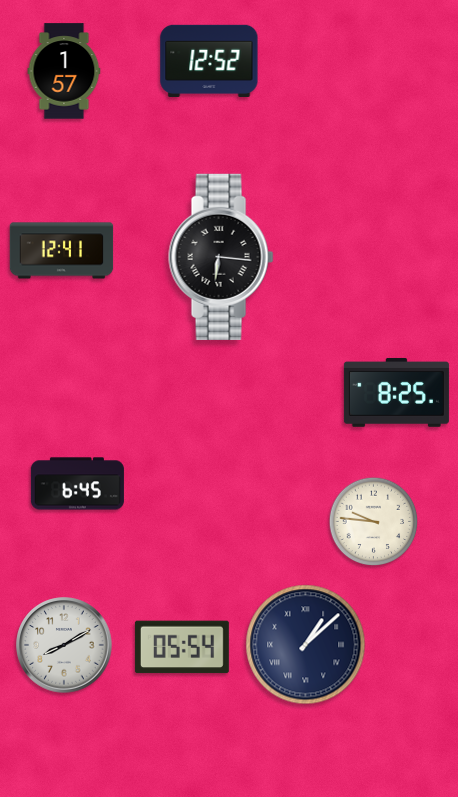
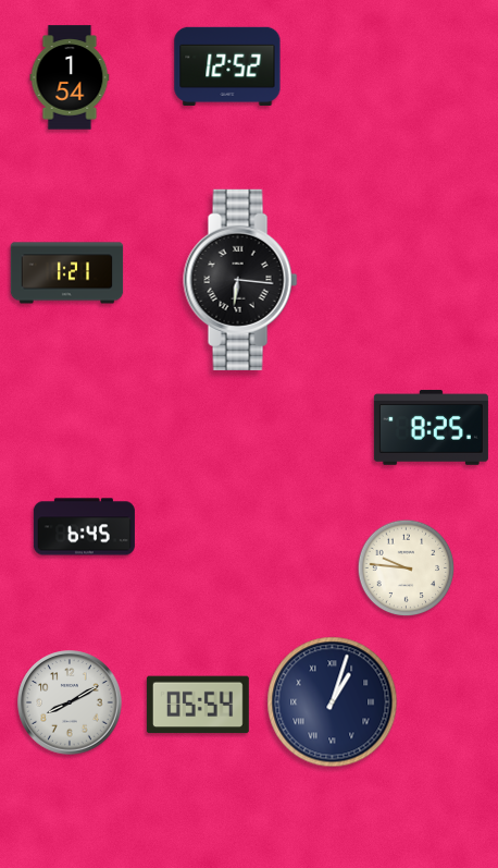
clock at (64, 71): 1:57 -> 1:54
clock at (62, 251): 12:41 -> 1:21
clock at (306, 645): 1:08 -> 1:03
